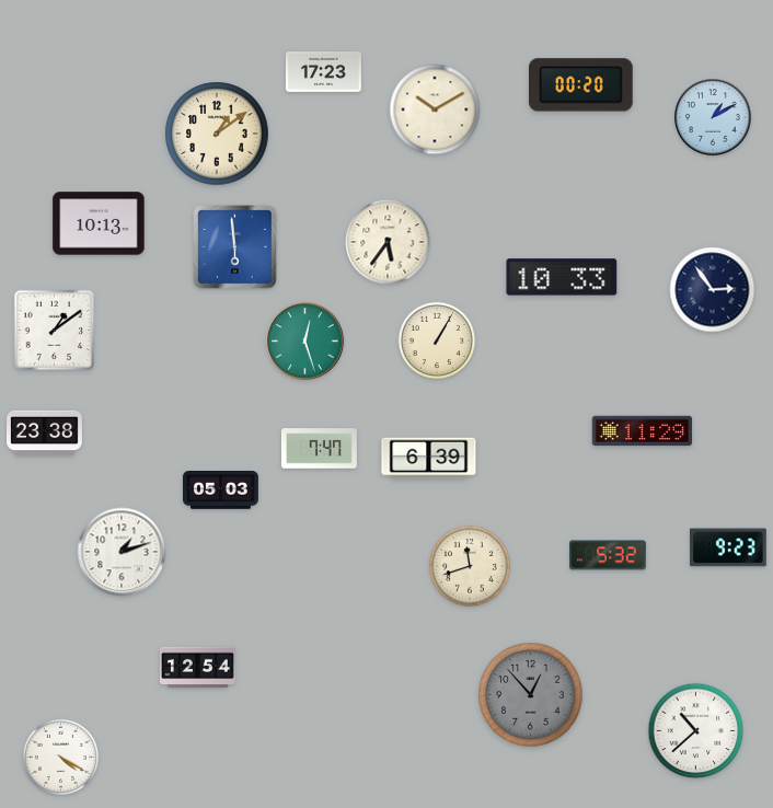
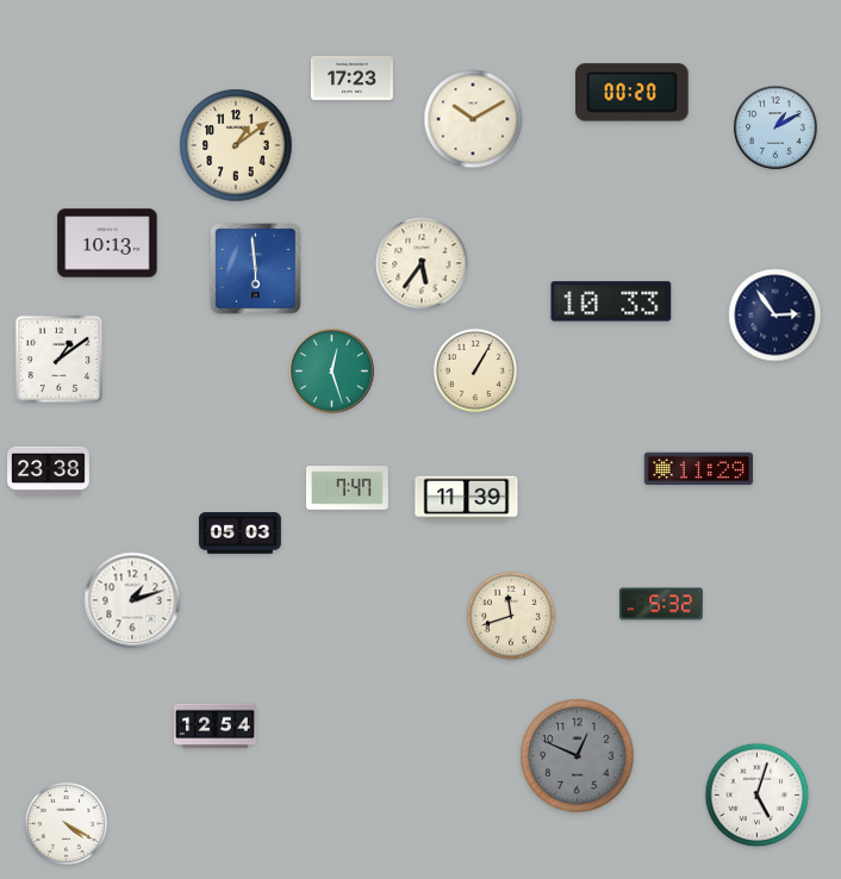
clock at (429, 459): 6:39 -> 11:39
clock at (729, 547): 9:23 -> none
clock at (531, 695): 12:53 -> 12:49
clock at (696, 731): 10:38 -> 5:03
